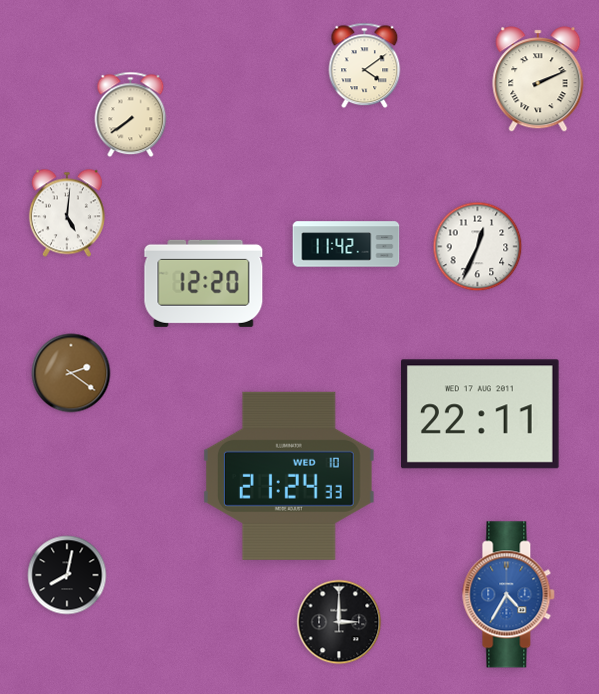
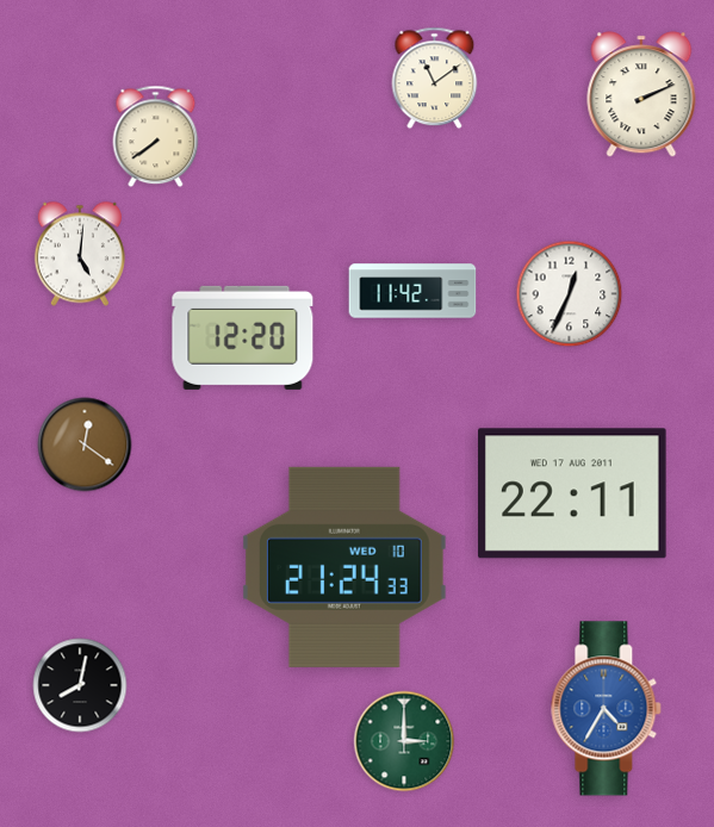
clock at (365, 66): 4:09 -> 11:09
clock at (71, 373): 2:21 -> 12:21
clock at (339, 622) dial: black -> green
